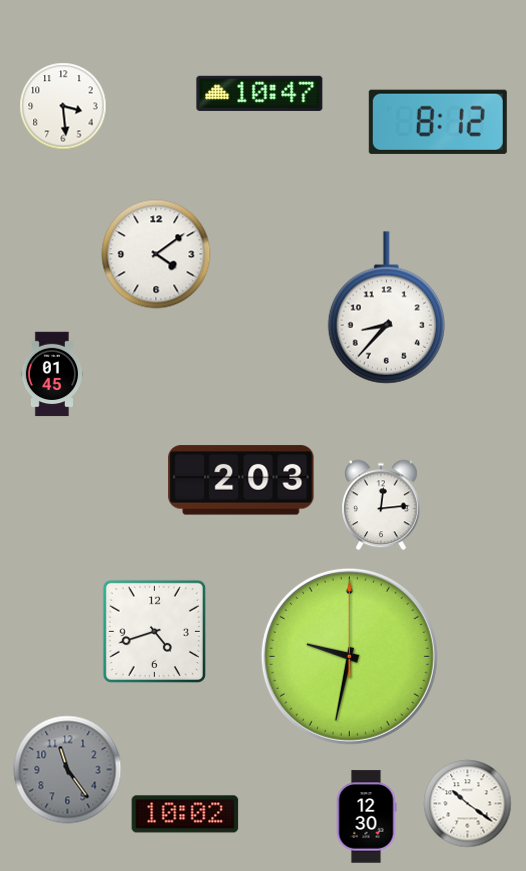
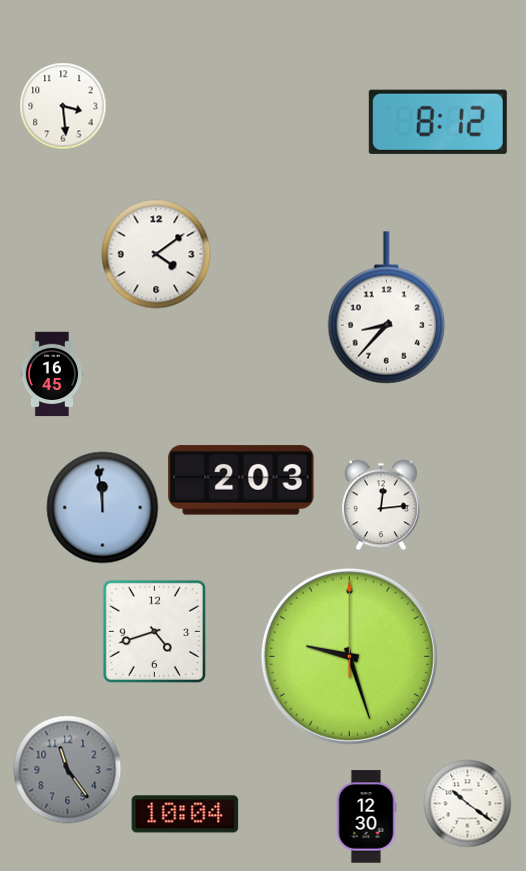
clock at (260, 93): 10:47 -> none
clock at (52, 374): 01:45 -> 16:45
clock at (103, 508): none -> 11:59
clock at (349, 656): 9:32 -> 9:27
clock at (185, 814): 10:02 -> 10:04
